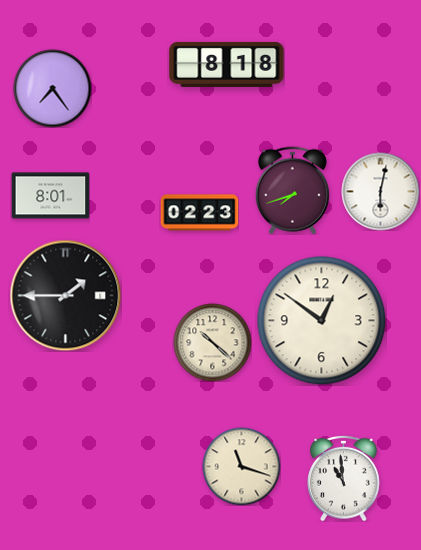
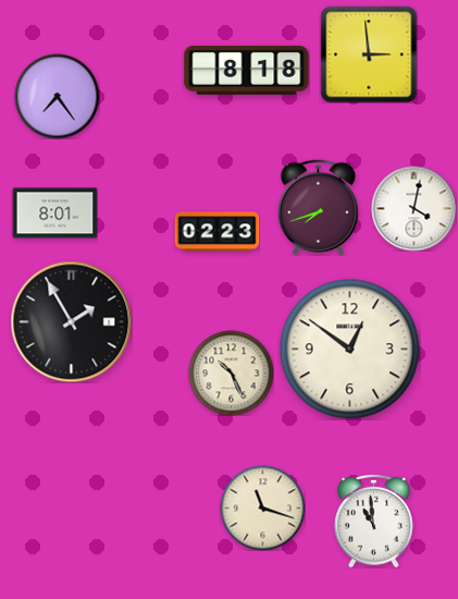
clock at (369, 54): none -> 2:59
clock at (380, 191): 6:02 -> 4:02
clock at (65, 295): 1:45 -> 1:55
clock at (212, 342): 10:22 -> 10:26
